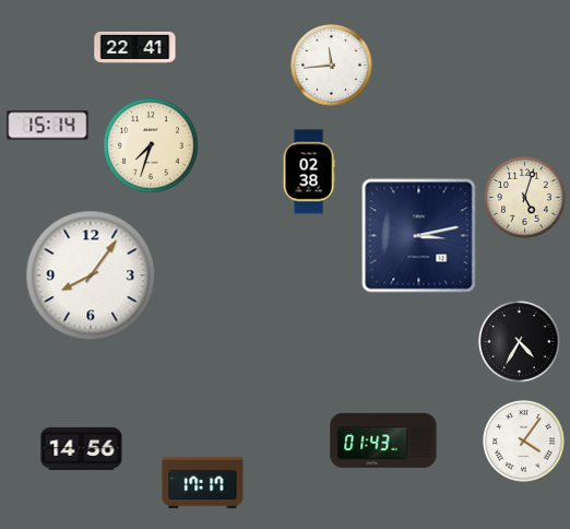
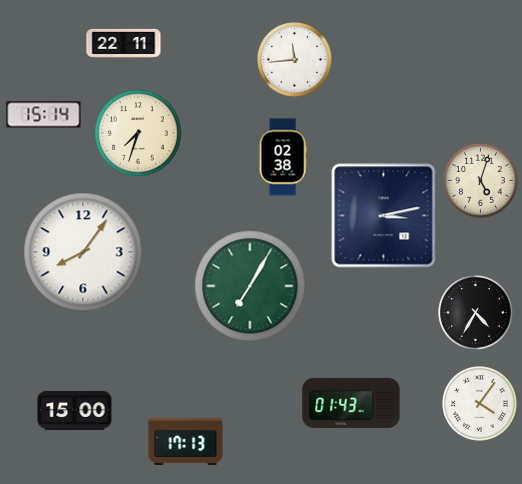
clock at (135, 47): 22:41 -> 22:11
clock at (332, 66) position: (332, 66) -> (295, 60)
clock at (250, 286): none -> 7:05
clock at (82, 448): 14:56 -> 15:00
clock at (203, 482): 17:17 -> 17:13
